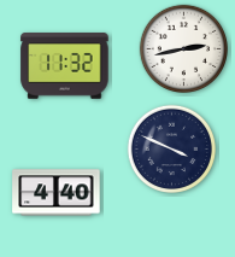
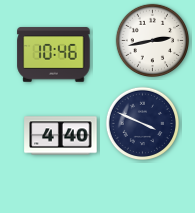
clock at (65, 66): 11:32 -> 10:46
clock at (57, 193) position: (57, 193) -> (61, 136)
